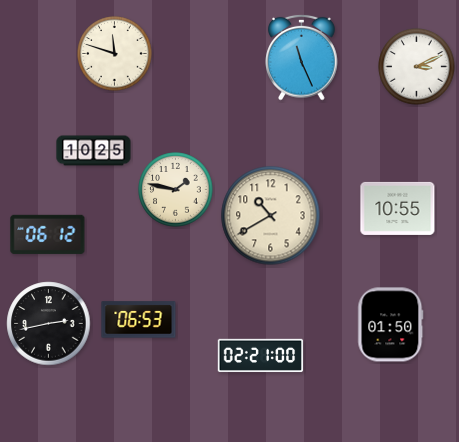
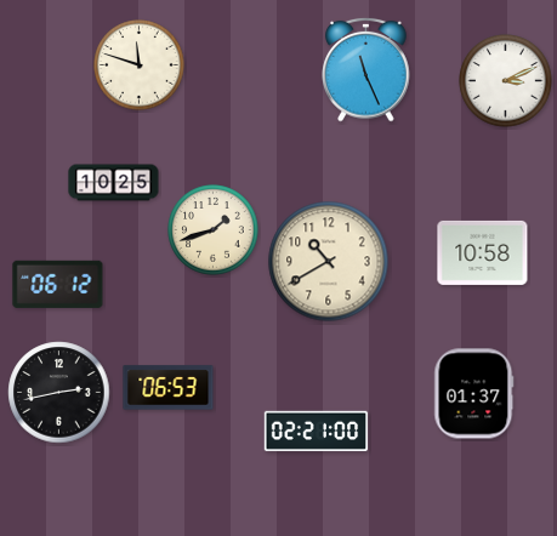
clock at (176, 190): 1:47 -> 1:42
clock at (398, 208): 10:55 -> 10:58
clock at (391, 325): 01:50 -> 01:37
